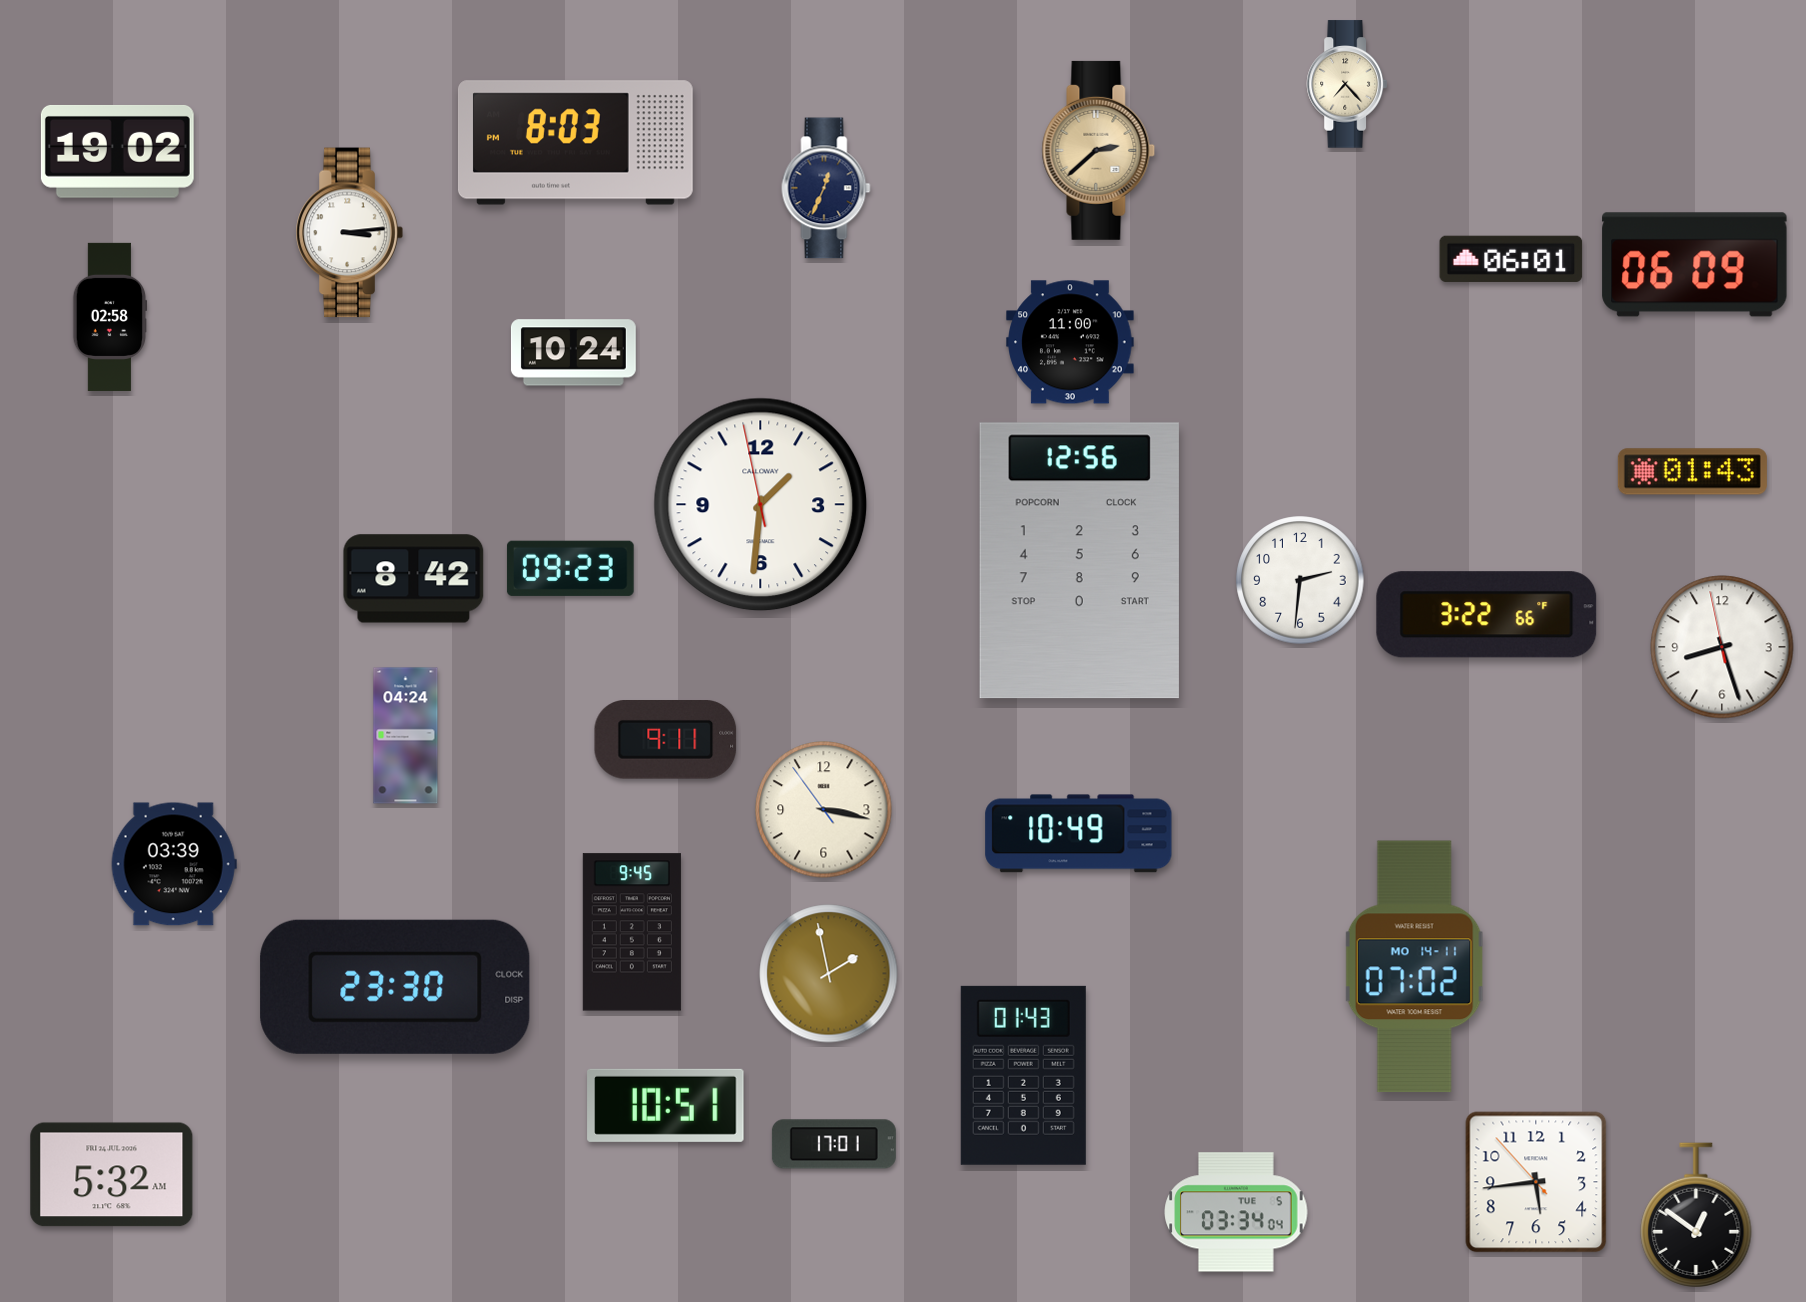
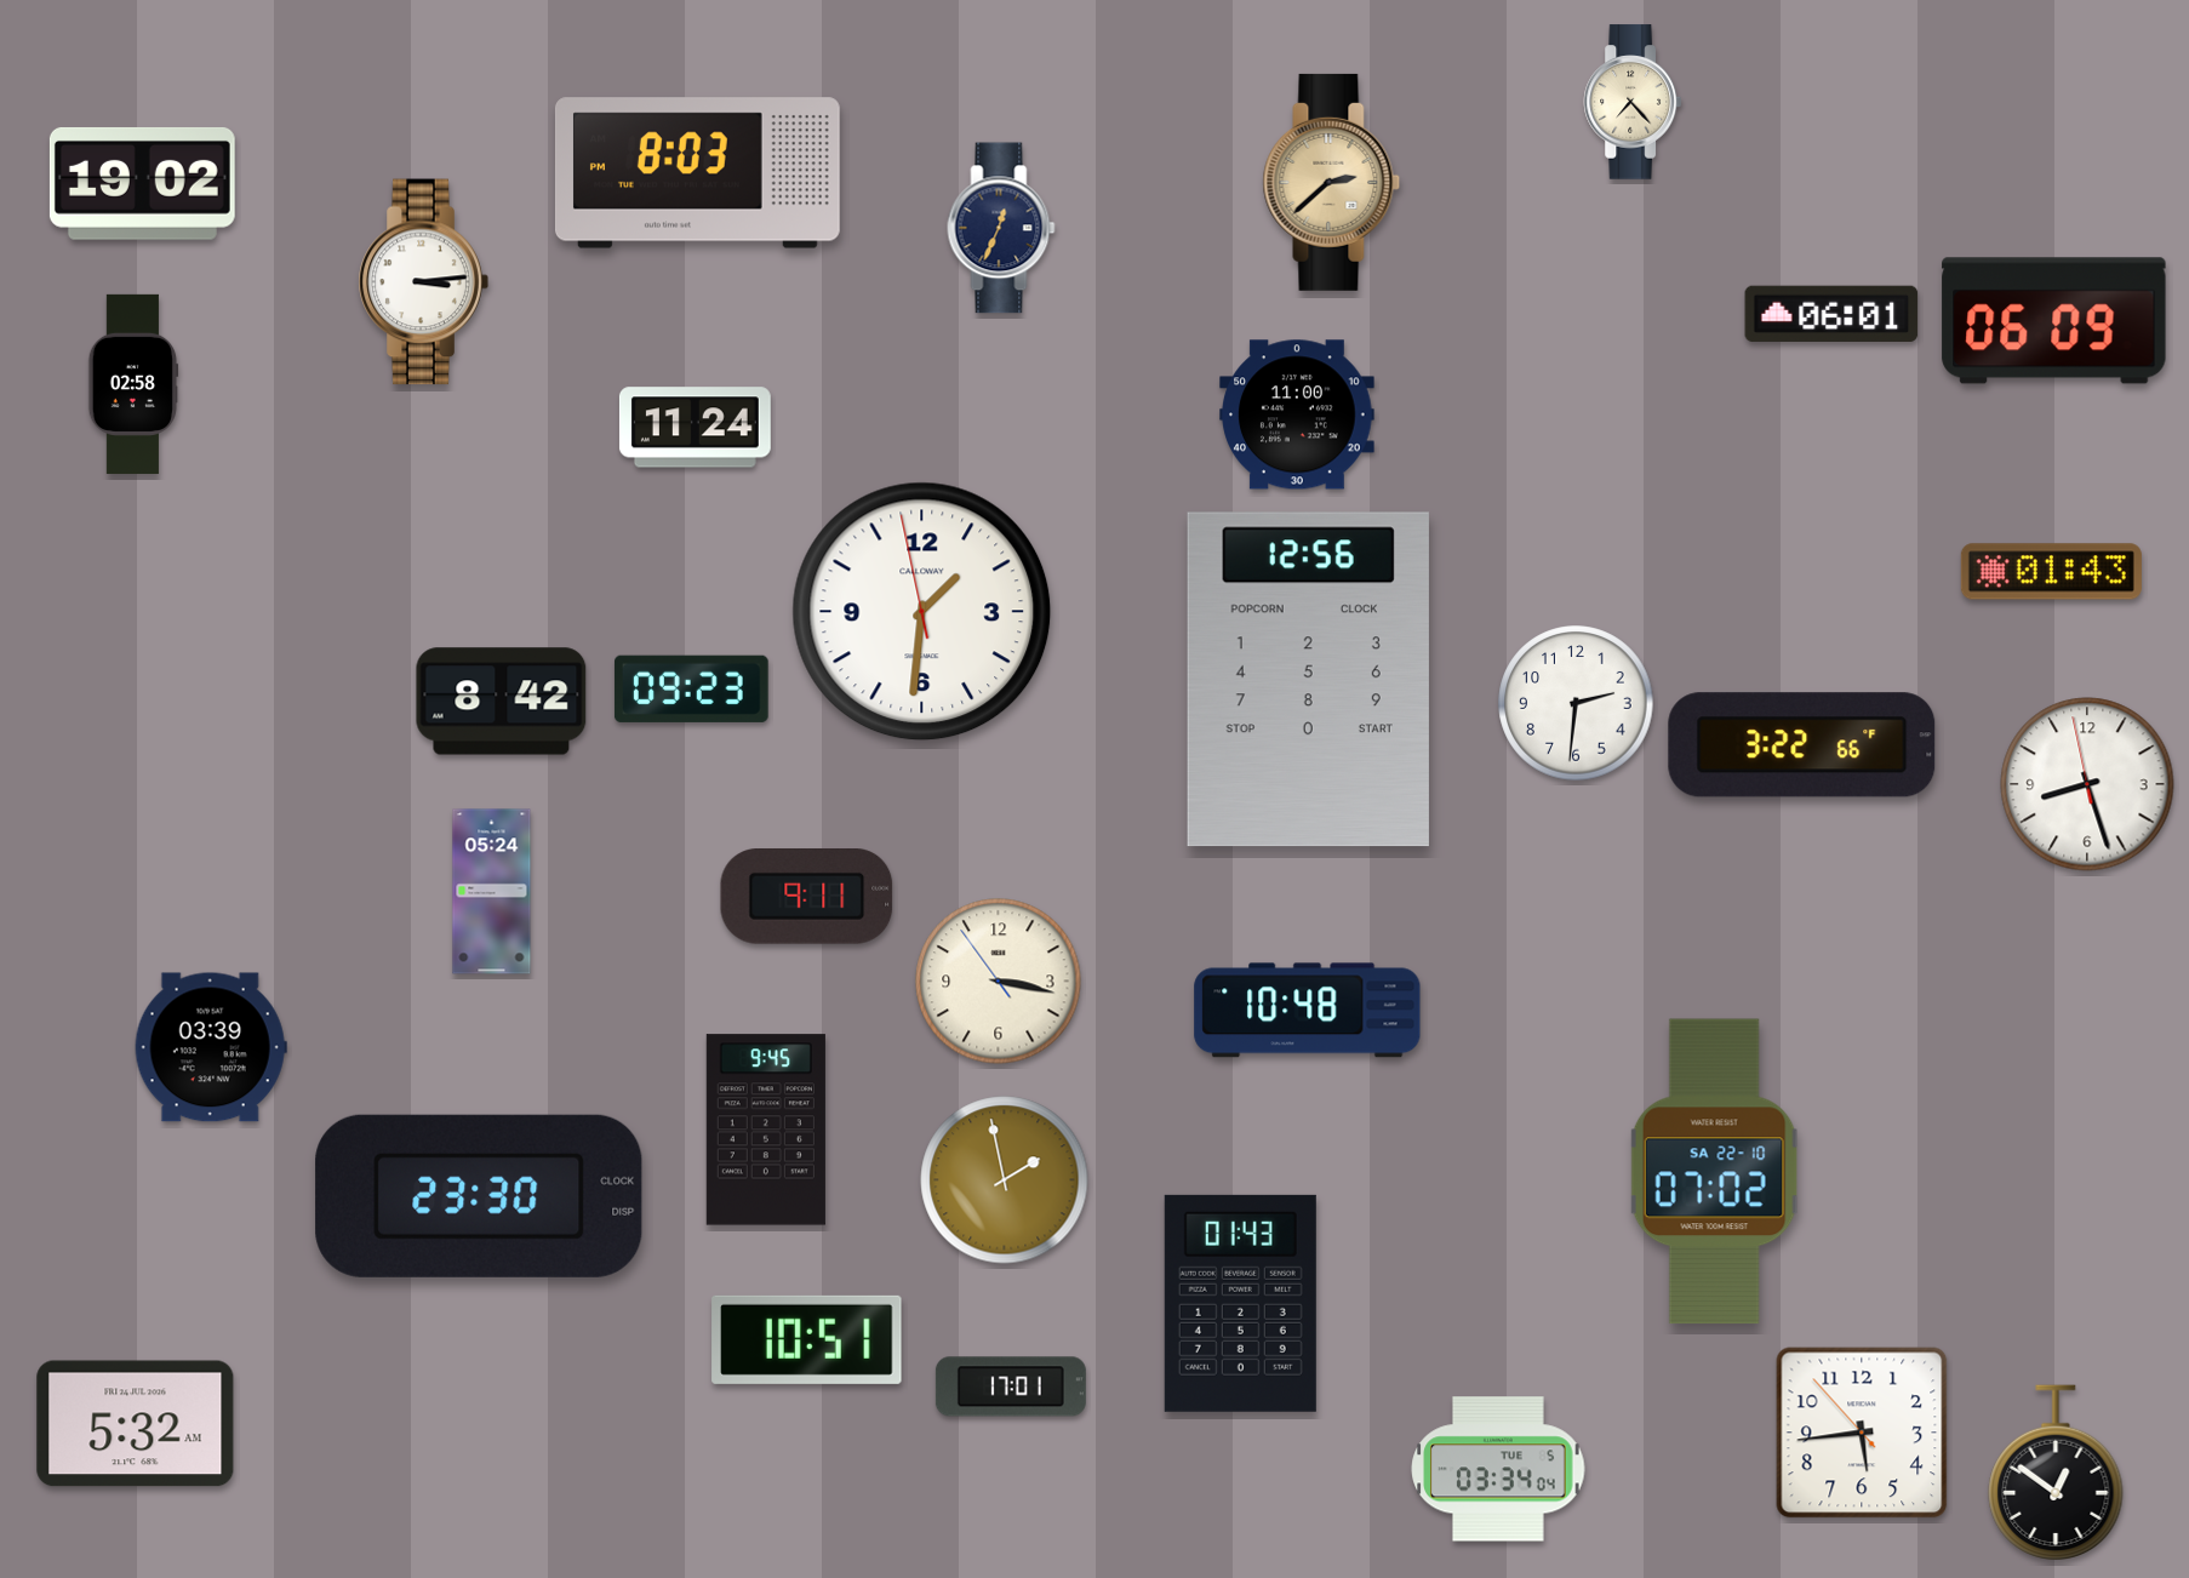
clock at (573, 353): 10:24 -> 11:24
clock at (406, 736): 04:24 -> 05:24
clock at (1079, 834): 10:49 -> 10:48
clock at (1415, 967) date: MO 14-11 -> SA 22-10
